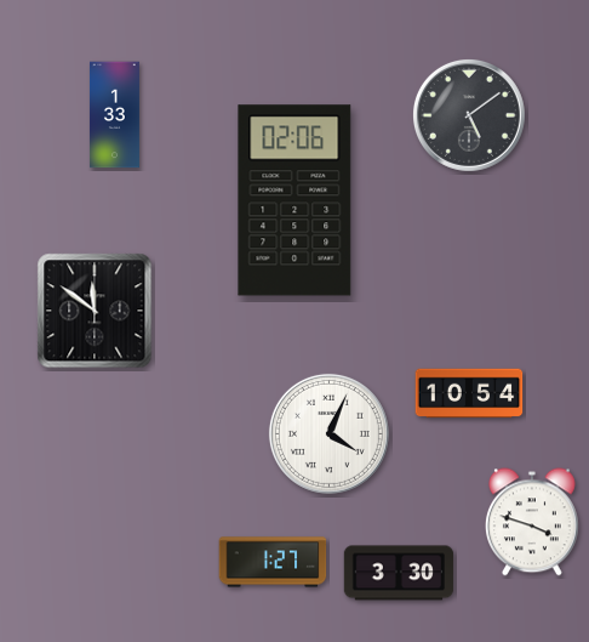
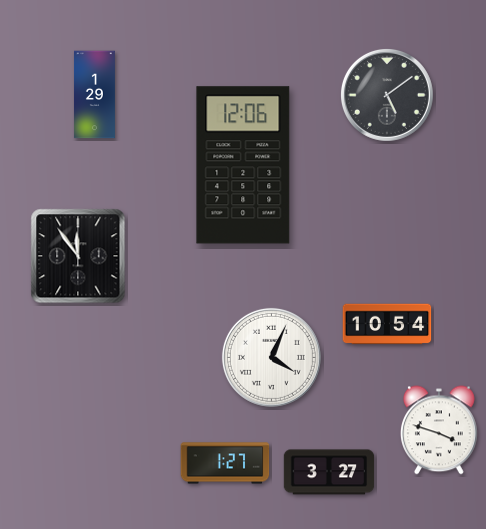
clock at (114, 115): 1:33 -> 1:29
clock at (294, 200): 02:06 -> 12:06
clock at (95, 311): 11:51 -> 11:54
clock at (399, 573): 3:30 -> 3:27
